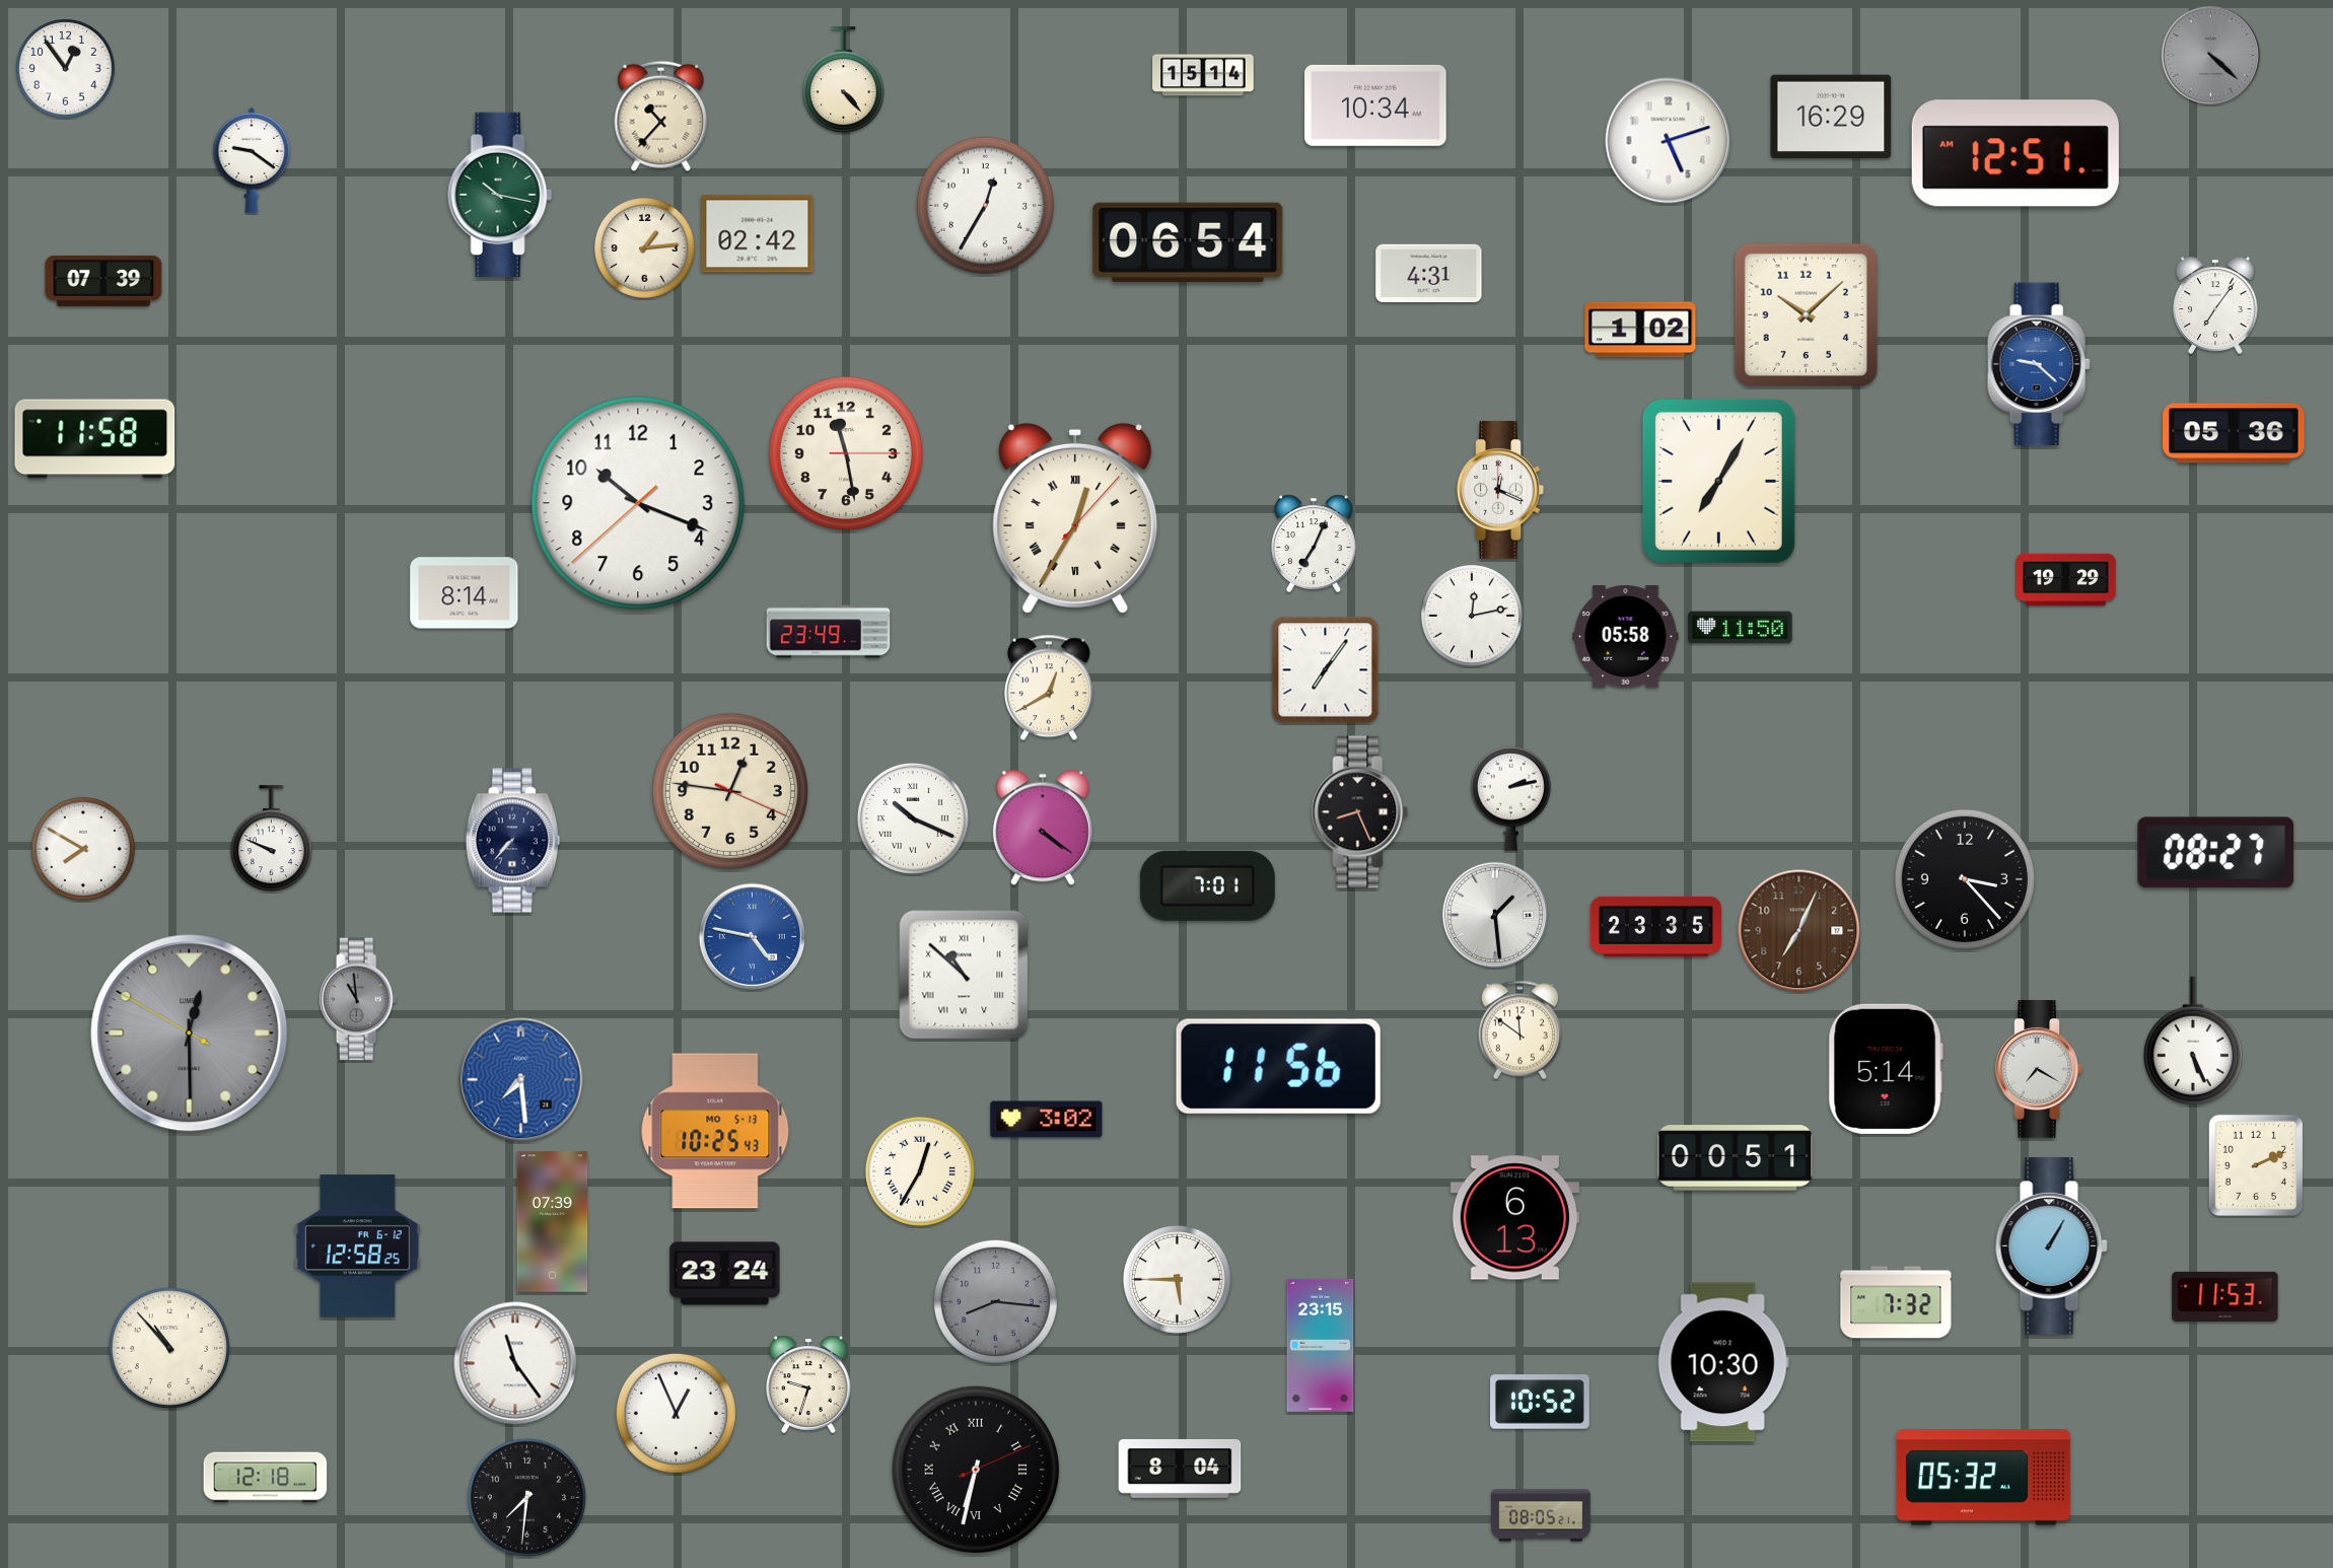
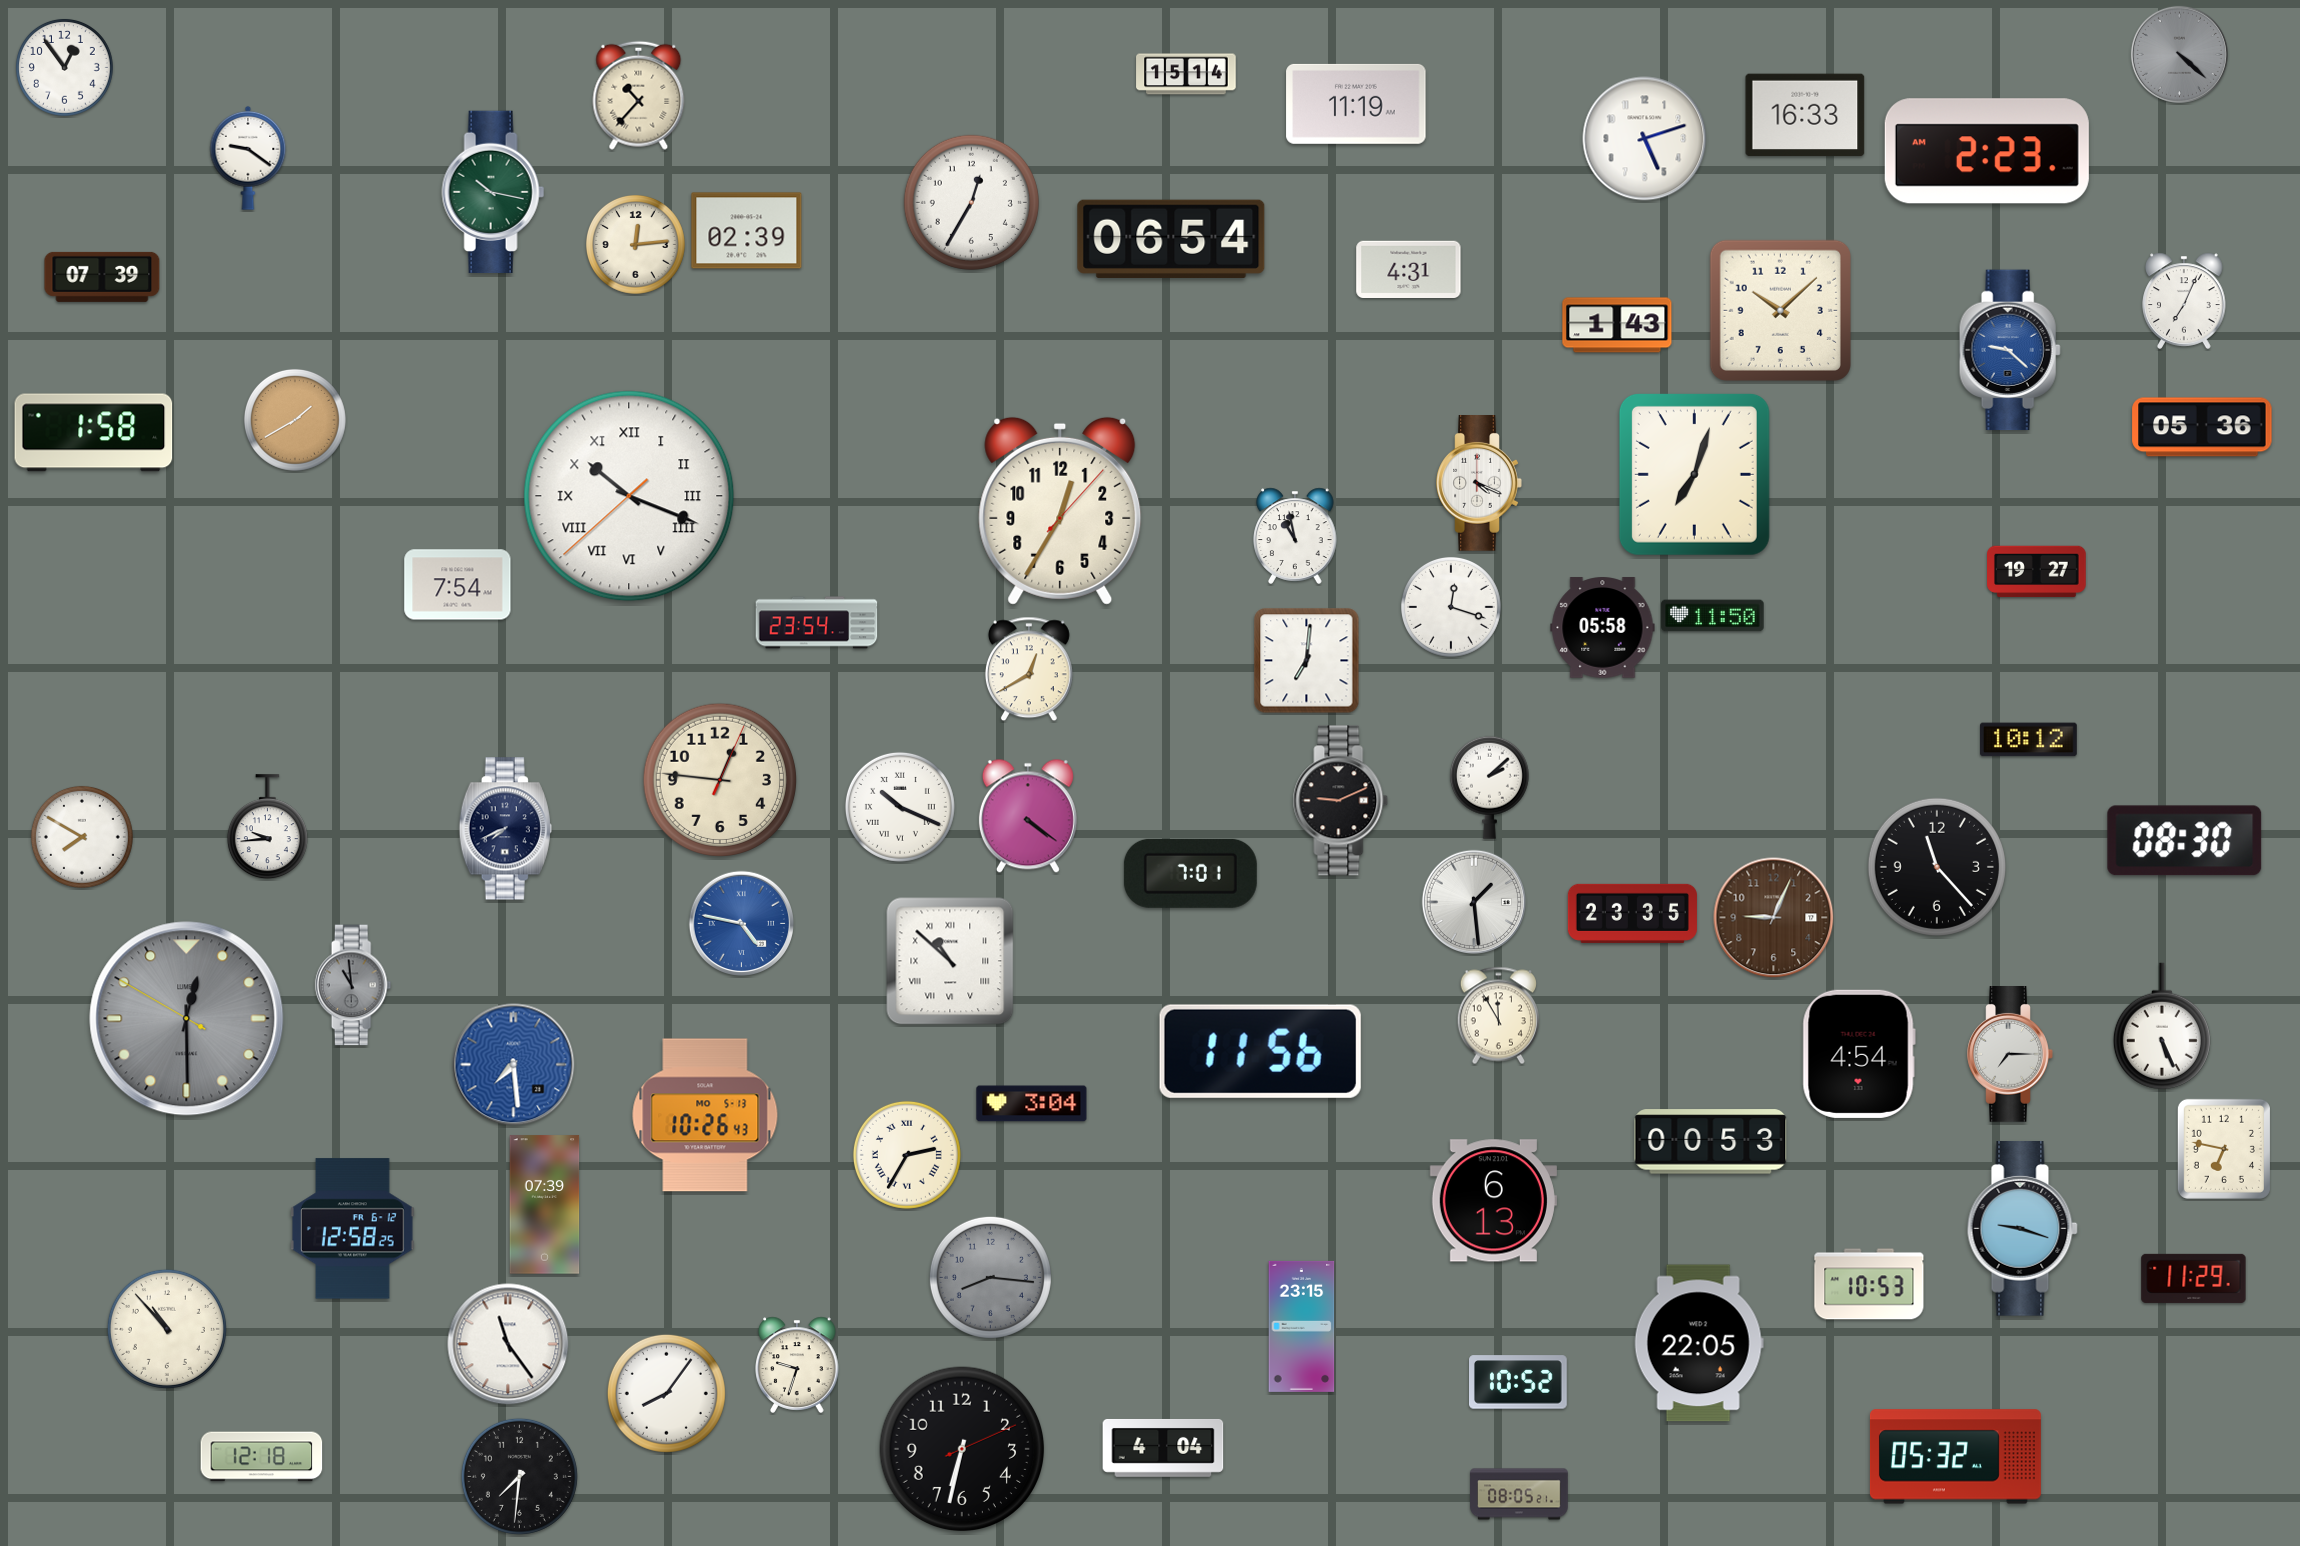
clock at (843, 80): 4:23 -> none
clock at (1375, 105): 10:34 -> 11:19
clock at (661, 116) position: (661, 116) -> (639, 95)
clock at (1831, 117): 16:29 -> 16:33
clock at (2016, 153): 12:51 -> 2:23
clock at (758, 234): 02:42 -> 02:39
clock at (644, 247): 1:14 -> 12:14
clock at (2215, 305): 7:06 -> 7:04
clock at (1640, 330): 1:02 -> 1:43
clock at (2039, 364) position: (2039, 364) -> (2010, 350)
clock at (295, 420): none -> 1:40
clock at (95, 439): 11:58 -> 1:58
clock at (845, 452): 11:28 -> none
clock at (1718, 481): 7:05 -> 7:03
clock at (1500, 491): 12:19 -> 4:19
clock at (638, 503) numerals: Arabic -> Roman
clock at (1075, 518) numerals: Roman -> Arabic
clock at (1314, 544): 7:04 -> 10:58
clock at (2066, 580): 19:29 -> 19:27
clock at (465, 593): 8:14 -> 7:54
clock at (1472, 616): 12:13 -> 12:18
clock at (1741, 628) position: (1741, 628) -> (1713, 616)
clock at (829, 632): 23:49 -> 23:54
clock at (1326, 670): 7:06 -> 7:01
clock at (1049, 688) position: (1049, 688) -> (1029, 669)
clock at (2028, 740): none -> 10:12
clock at (729, 790): 12:46:19 -> 12:46:04
clock at (1510, 798): 2:13 -> 2:08
clock at (1360, 812): 8:26 -> 9:11
clock at (271, 839): 9:49 -> 9:44
clock at (512, 841): 7:37 -> 7:41
clock at (2216, 853): 08:27 -> 08:30
clock at (1965, 879): 3:23 -> 11:23
clock at (1799, 931): 7:04 -> 9:04
clock at (1519, 1030): 11:51 -> 11:55
clock at (1886, 1069): 5:14 -> 4:54
clock at (2039, 1070): 7:20 -> 7:15
clock at (1047, 1120): 3:02 -> 3:04
clock at (715, 1131): 10:25 -> 10:26
clock at (1736, 1158): 00:51 -> 00:53
clock at (2256, 1165): 2:11 -> 6:47
clock at (920, 1171): 12:35 -> 2:35
clock at (2051, 1246): 1:05 -> 9:18
clock at (725, 1274): 23:24 -> none
clock at (1177, 1279): 5:45 -> none
clock at (2225, 1296): 11:53 -> 11:29
clock at (995, 1301) position: (995, 1301) -> (990, 1277)
clock at (1896, 1302): 7:32 -> 10:53
clock at (1723, 1362): 10:30 -> 22:05
clock at (676, 1413): 12:56 -> 8:06
clock at (1180, 1469): 8:04 -> 4:04
clock at (976, 1470) numerals: Roman -> Arabic
